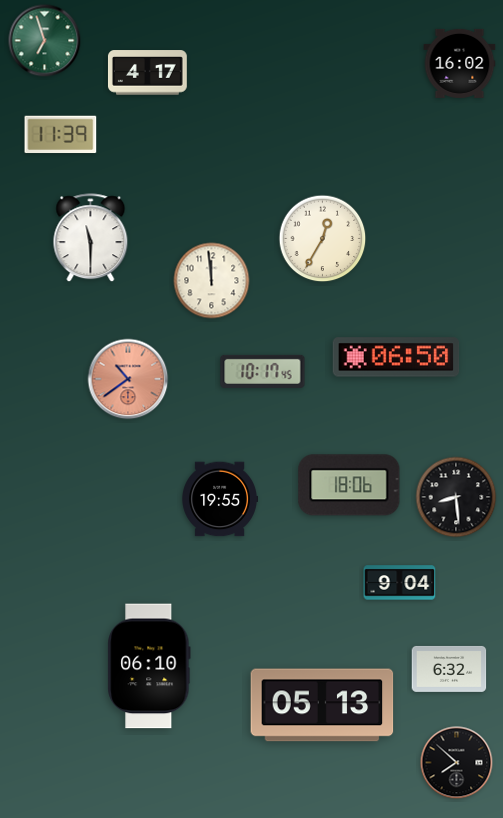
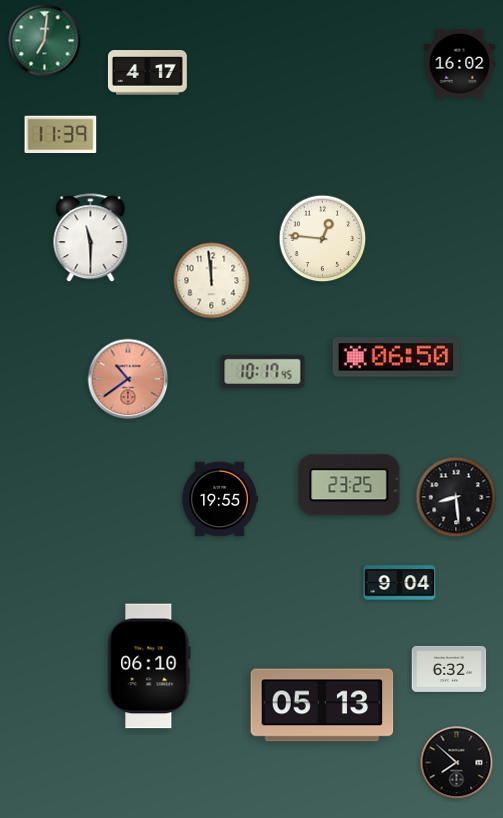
clock at (45, 41): 6:57 -> 7:01
clock at (323, 239): 12:35 -> 12:46
clock at (349, 485): 18:06 -> 23:25
